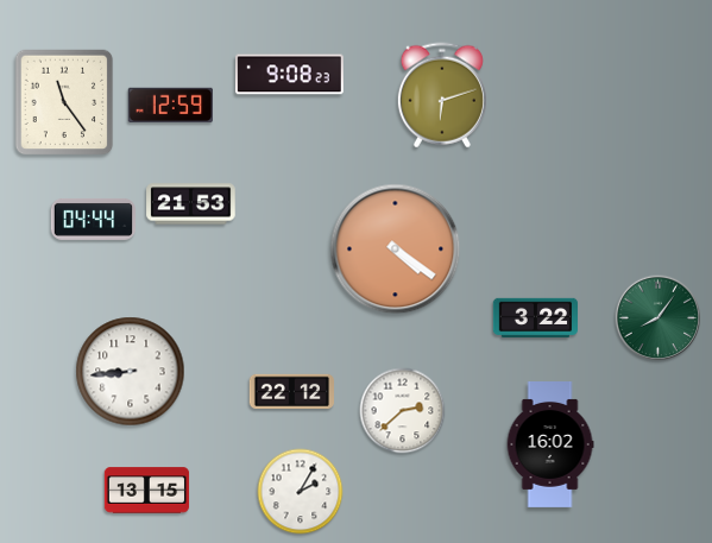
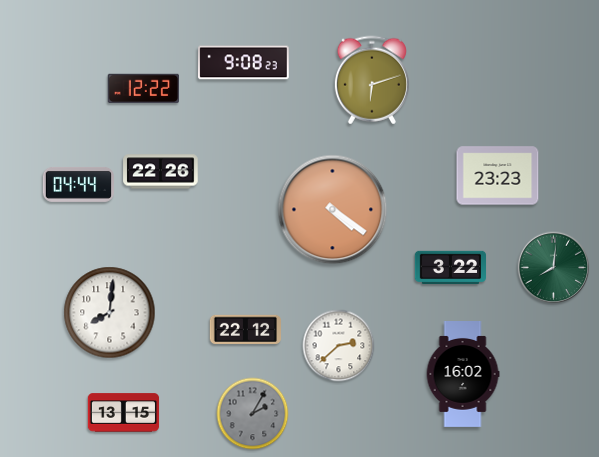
clock at (64, 102): 11:24 -> none
clock at (170, 105): 12:59 -> 12:22
clock at (191, 204): 21:53 -> 22:26
clock at (498, 176): none -> 23:23
clock at (659, 318): 8:06 -> 8:01
clock at (131, 372): 8:44 -> 8:01
clock at (301, 492) dial: white -> grey
